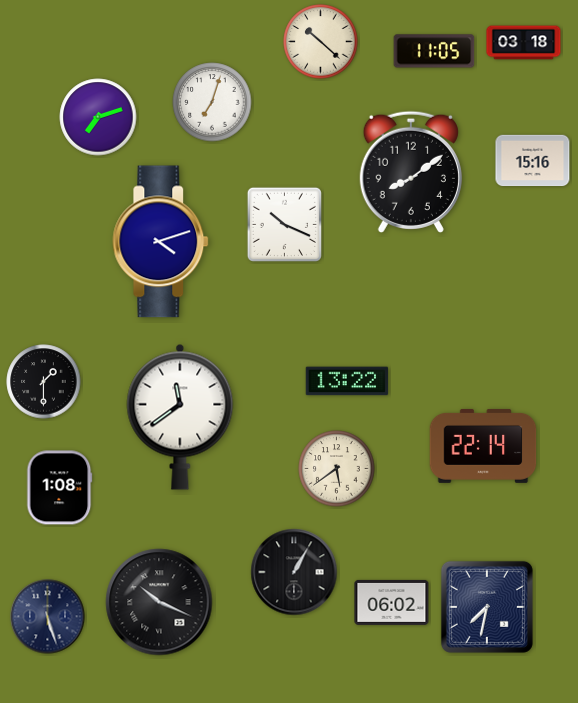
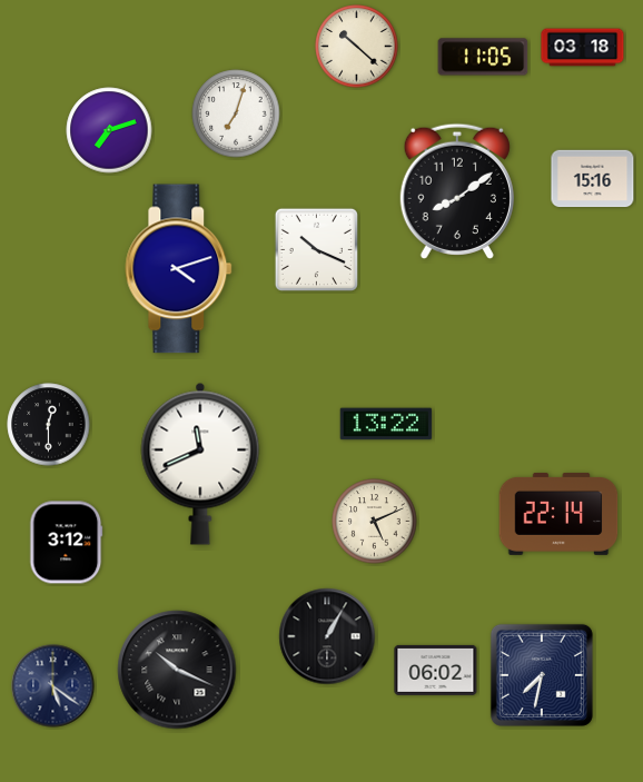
clock at (44, 382): 1:30 -> 12:30
clock at (180, 417): 11:39 -> 11:41
clock at (483, 446) position: (483, 446) -> (558, 514)
clock at (337, 469): 5:39 -> 5:11
clock at (60, 488): 1:08 -> 3:12
clock at (48, 617): 5:27 -> 5:21
